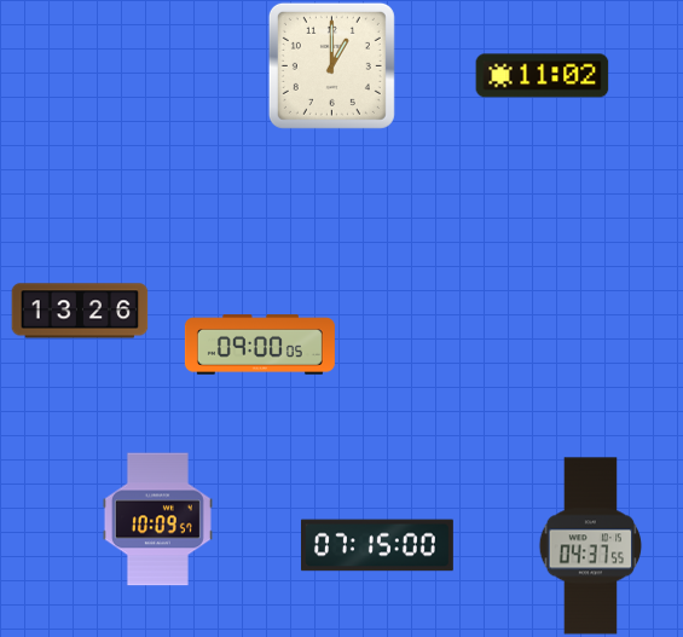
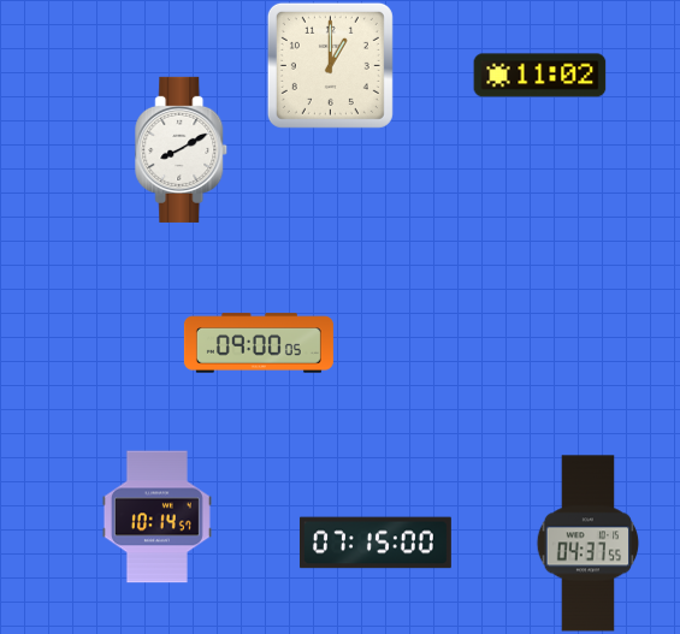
clock at (182, 149): none -> 8:10
clock at (80, 311): 13:26 -> none
clock at (157, 520): 10:09 -> 10:14
